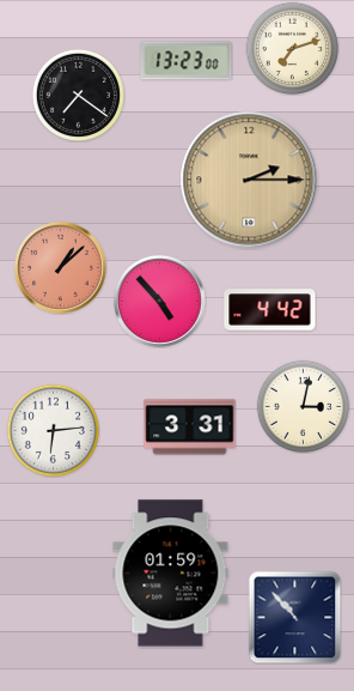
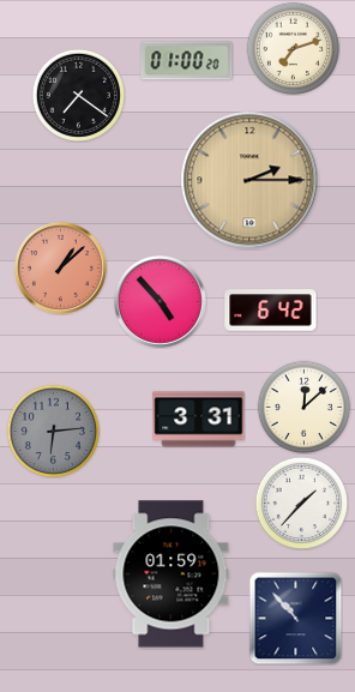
clock at (187, 61): 13:23 -> 01:00
clock at (270, 310): 4:42 -> 6:42
clock at (303, 406): 3:02 -> 12:08
clock at (190, 428) position: (190, 428) -> (199, 420)
clock at (53, 430) dial: white -> grey
clock at (301, 503): none -> 1:37
